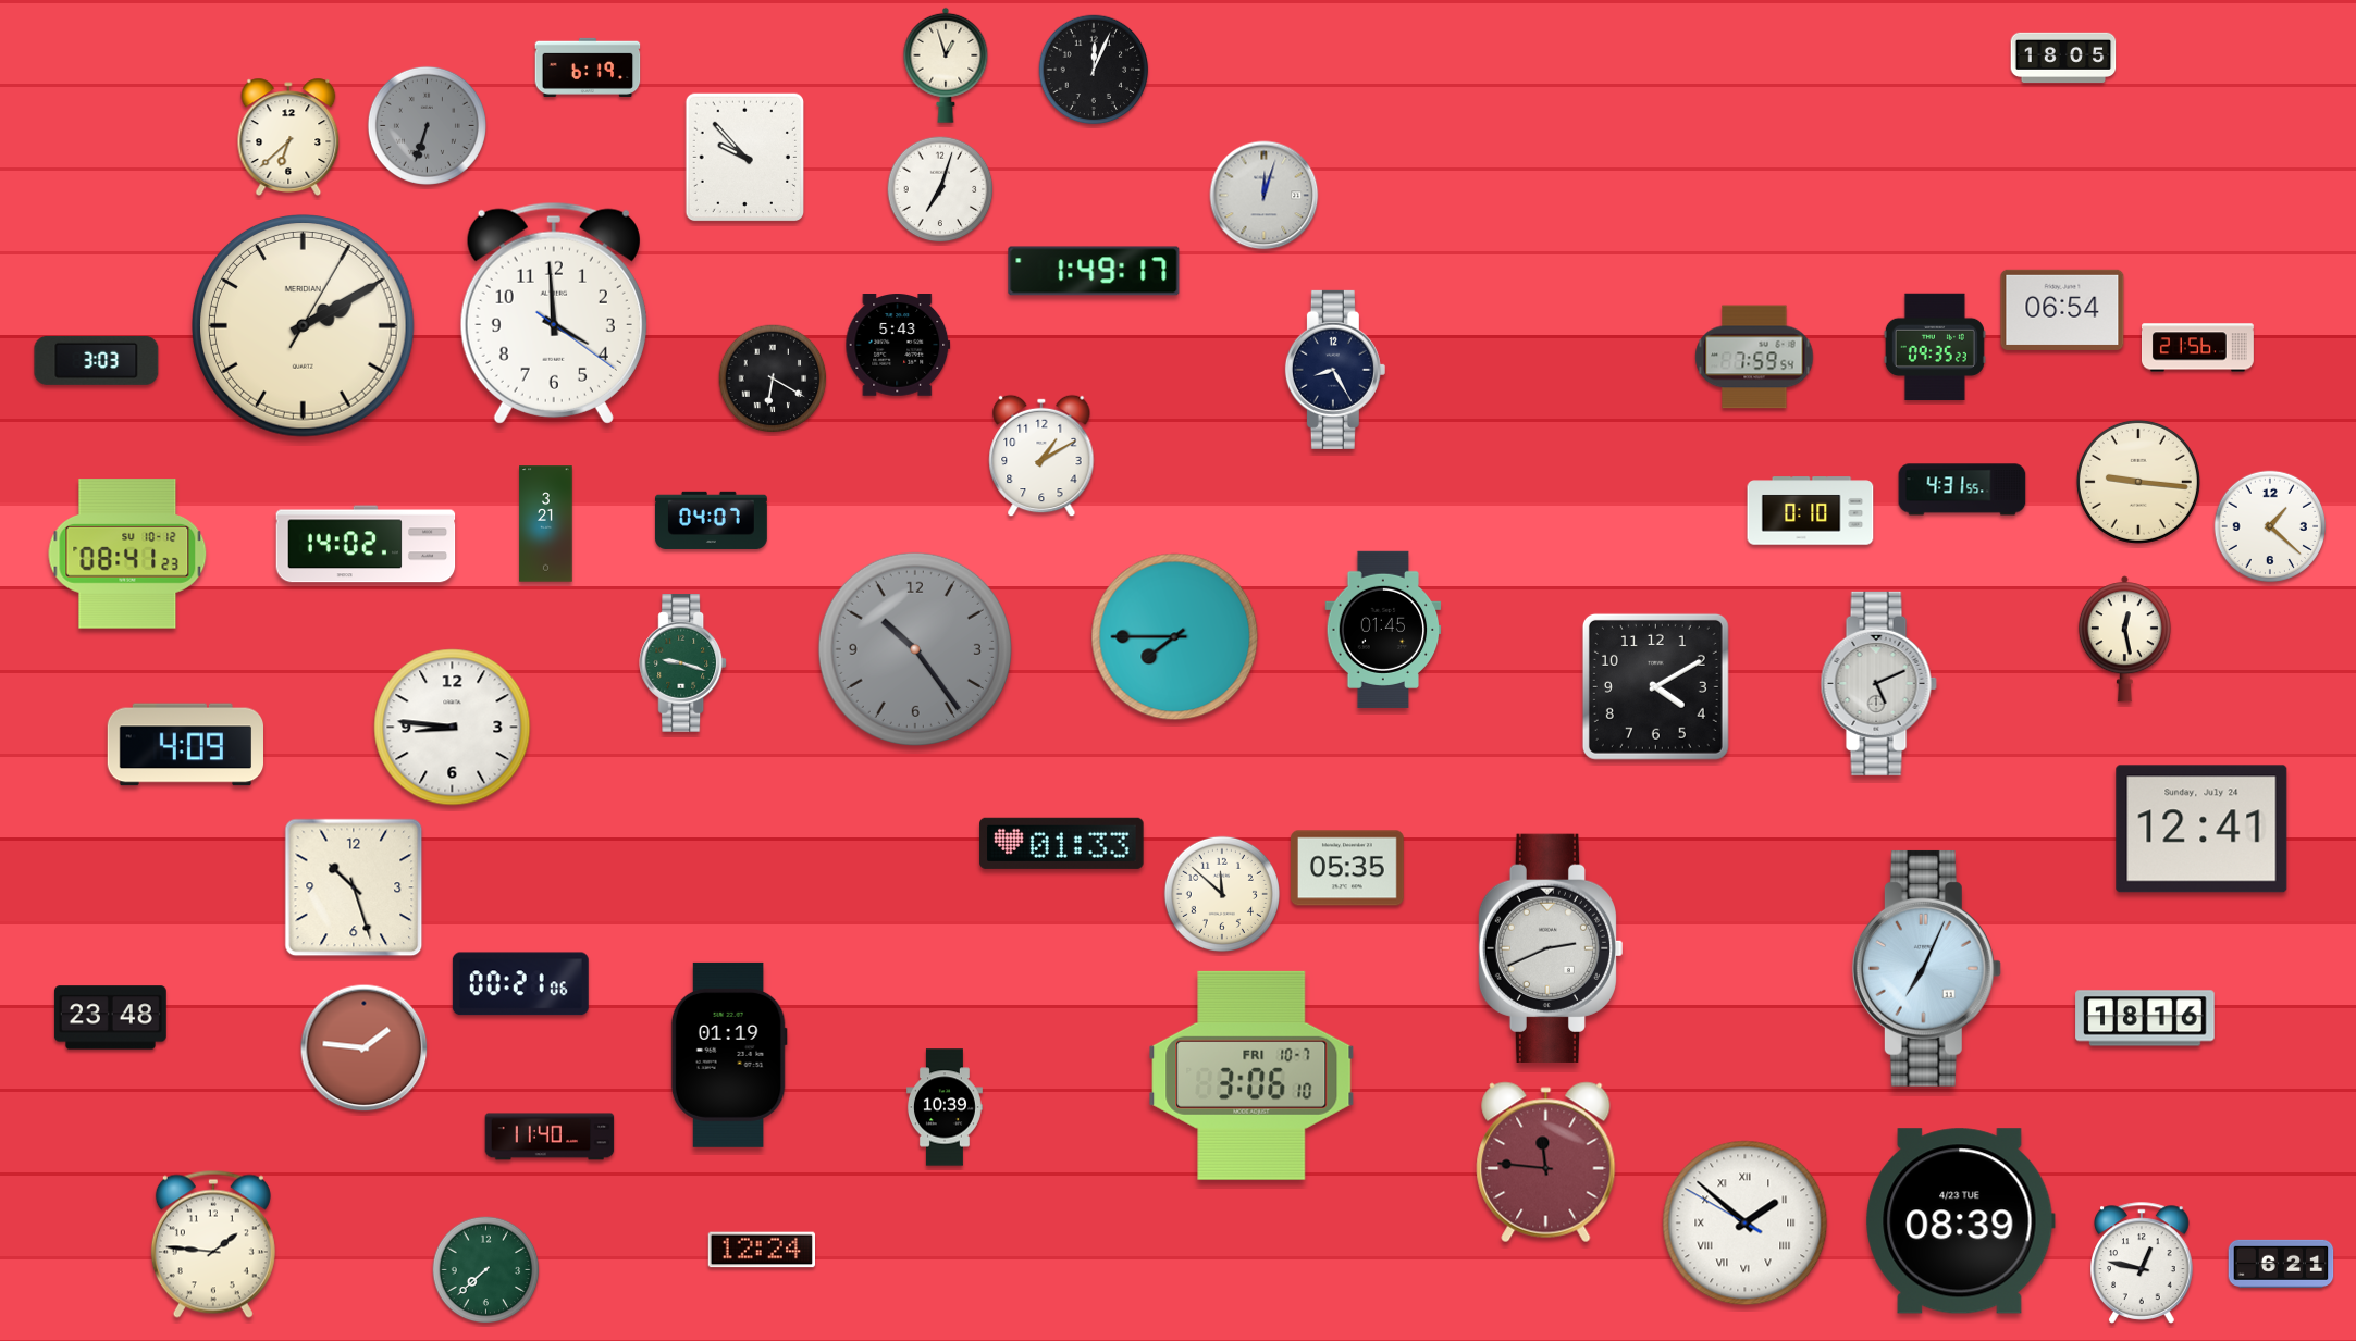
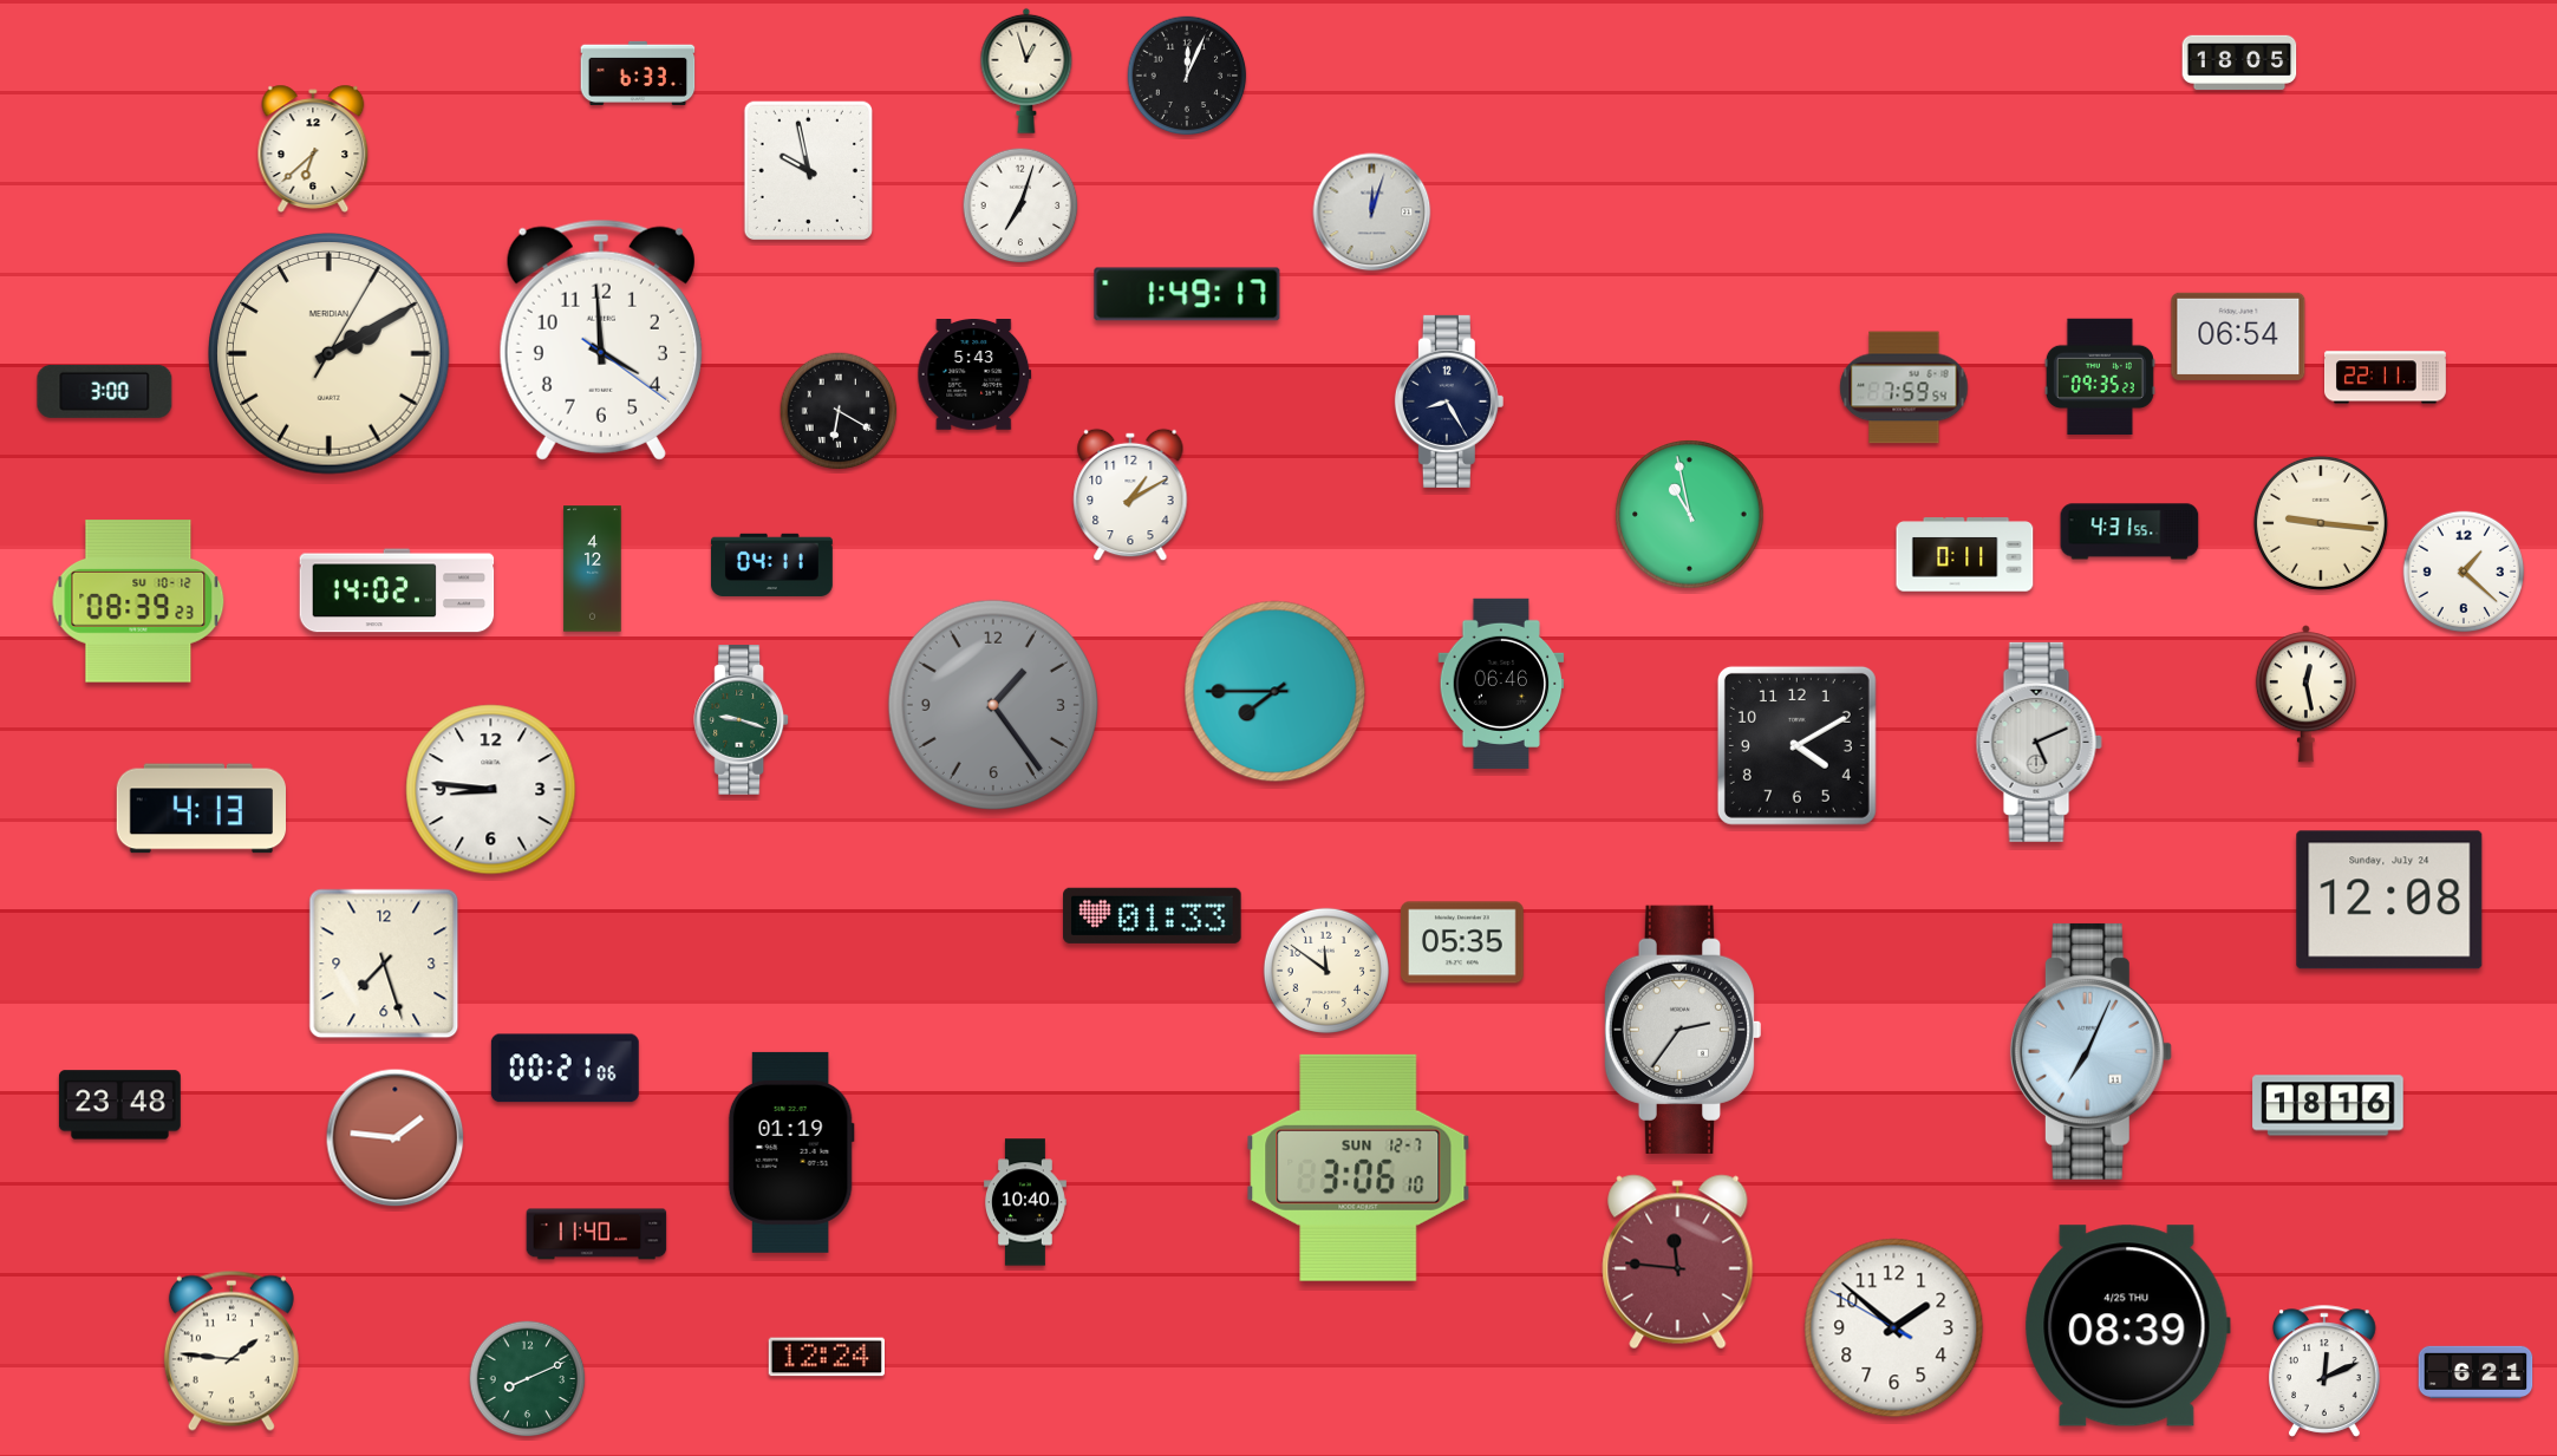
clock at (588, 67): 6:19 -> 6:33
clock at (427, 125): 6:33 -> none
clock at (744, 157): 9:53 -> 9:58
clock at (2198, 348): 21:56 -> 22:11
clock at (97, 360): 3:03 -> 3:00
clock at (1690, 515): none -> 10:58
clock at (1811, 511): 0:10 -> 0:11
clock at (711, 520): 04:07 -> 04:11
clock at (546, 524): 3:21 -> 4:12
clock at (127, 554): 08:41 -> 08:39
clock at (1383, 630): 01:45 -> 06:46
clock at (915, 649): 10:24 -> 1:24
clock at (185, 745): 4:09 -> 4:13
clock at (2201, 829): 12:41 -> 12:08
clock at (354, 887): 10:27 -> 7:27
clock at (1222, 894): 11:52 -> 11:51
clock at (1550, 948): 2:41 -> 2:36
clock at (729, 1055) position: (729, 1055) -> (791, 1153)
clock at (1251, 1076) date: FRI 10-7 -> SUN 12-7
clock at (945, 1107): 10:39 -> 10:40
clock at (1960, 1221) date: 4/23 TUE -> 4/25 THU
clock at (1746, 1224) numerals: Roman -> Arabic
clock at (2142, 1263): 12:47 -> 12:11
clock at (486, 1270): 7:38 -> 8:11
